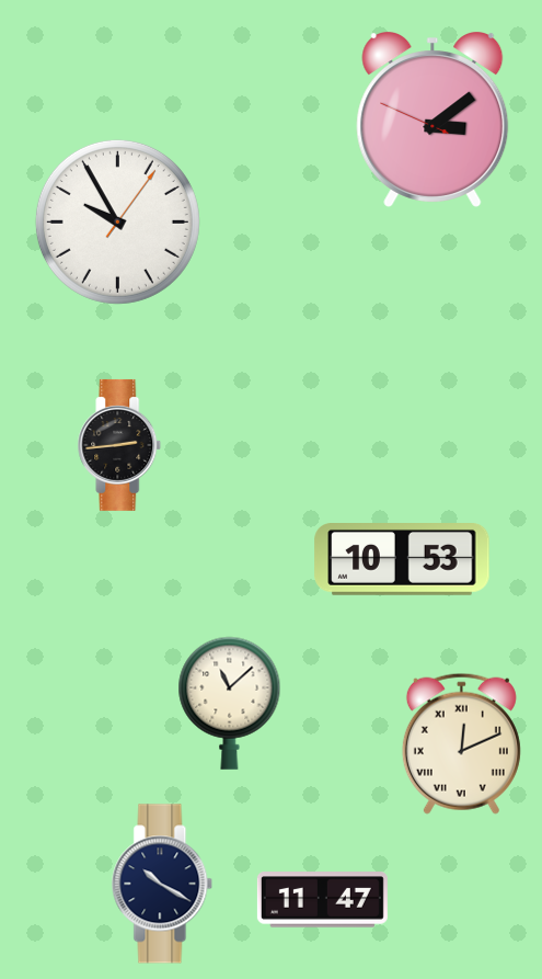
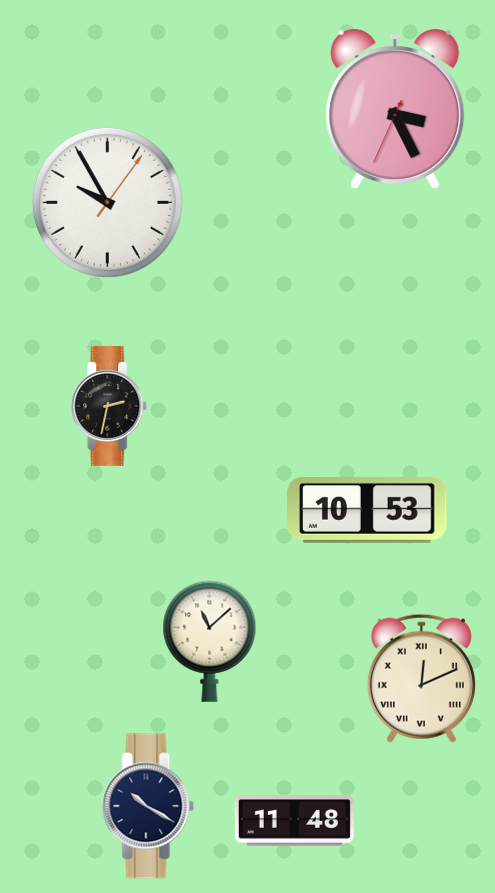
clock at (433, 121): 3:08 -> 3:25
clock at (119, 445): 2:44 -> 2:32
clock at (322, 900): 11:47 -> 11:48
